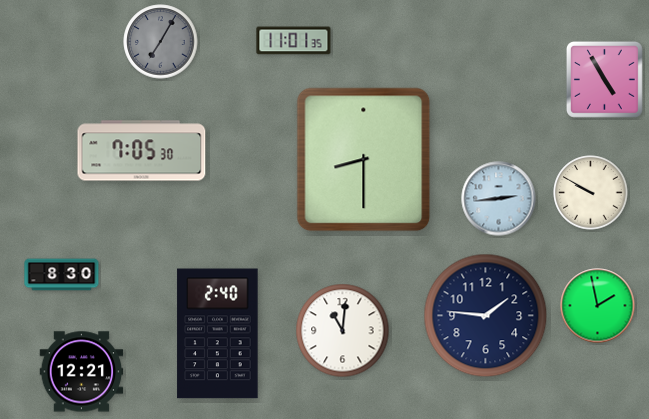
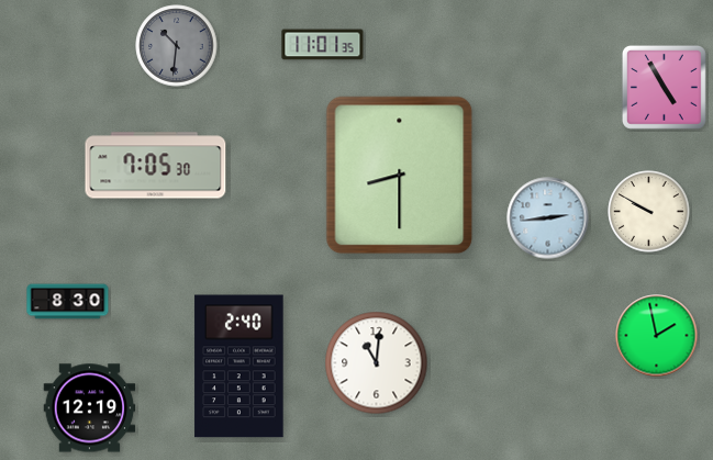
clock at (161, 42): 7:05 -> 10:31
clock at (486, 316): 1:46 -> none
clock at (82, 372): 12:21 -> 12:19
